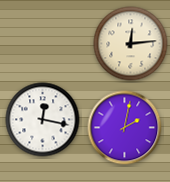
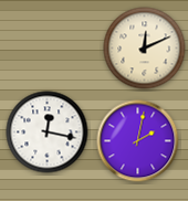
clock at (131, 44): 12:14 -> 12:11
